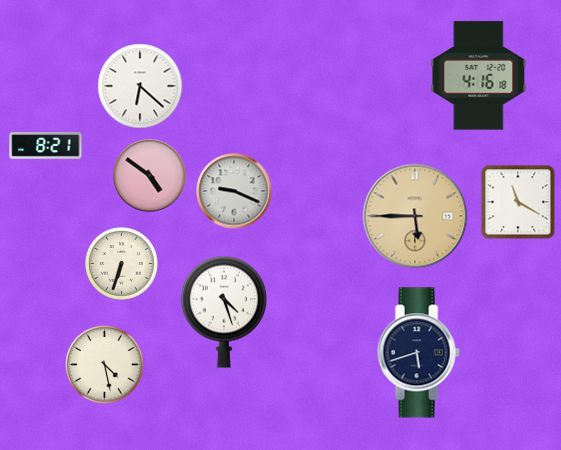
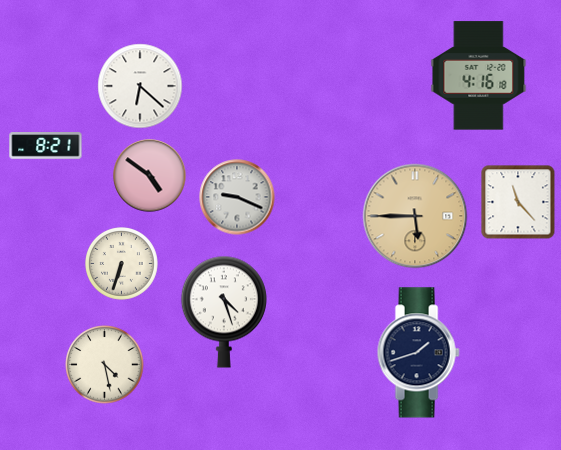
clock at (234, 191) position: (234, 191) -> (237, 197)
clock at (518, 202): 11:20 -> 11:23
clock at (418, 353): 5:42 -> 1:42
